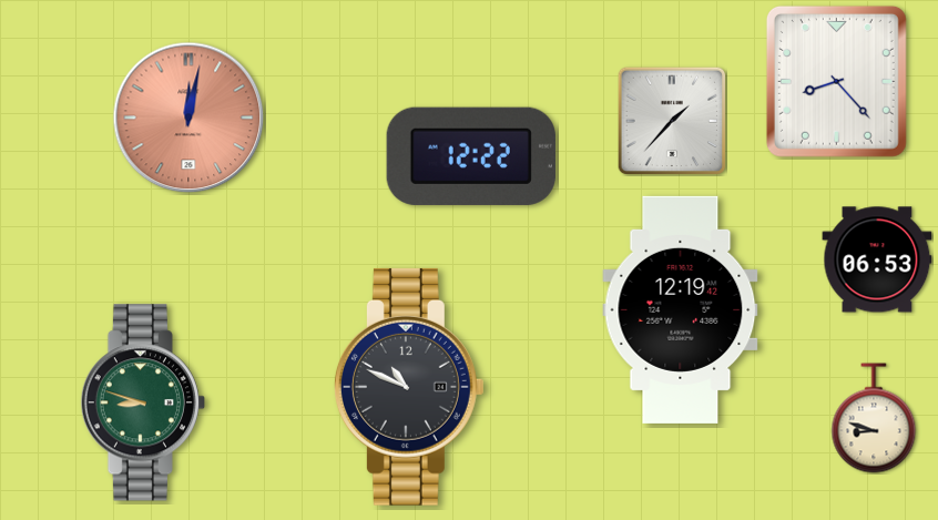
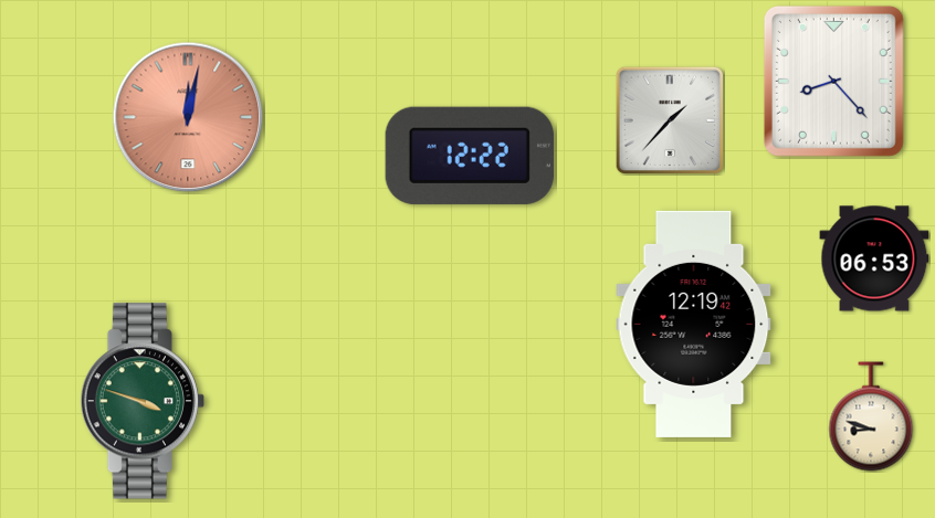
clock at (681, 309) position: (681, 309) -> (694, 324)
clock at (409, 387): 10:49 -> none
clock at (142, 402): 8:48 -> 3:48
